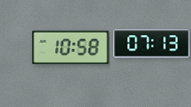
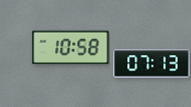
clock at (152, 44) position: (152, 44) -> (152, 64)
